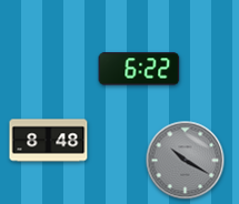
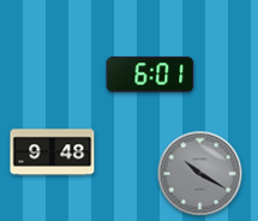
clock at (139, 69): 6:22 -> 6:01
clock at (49, 141): 8:48 -> 9:48
